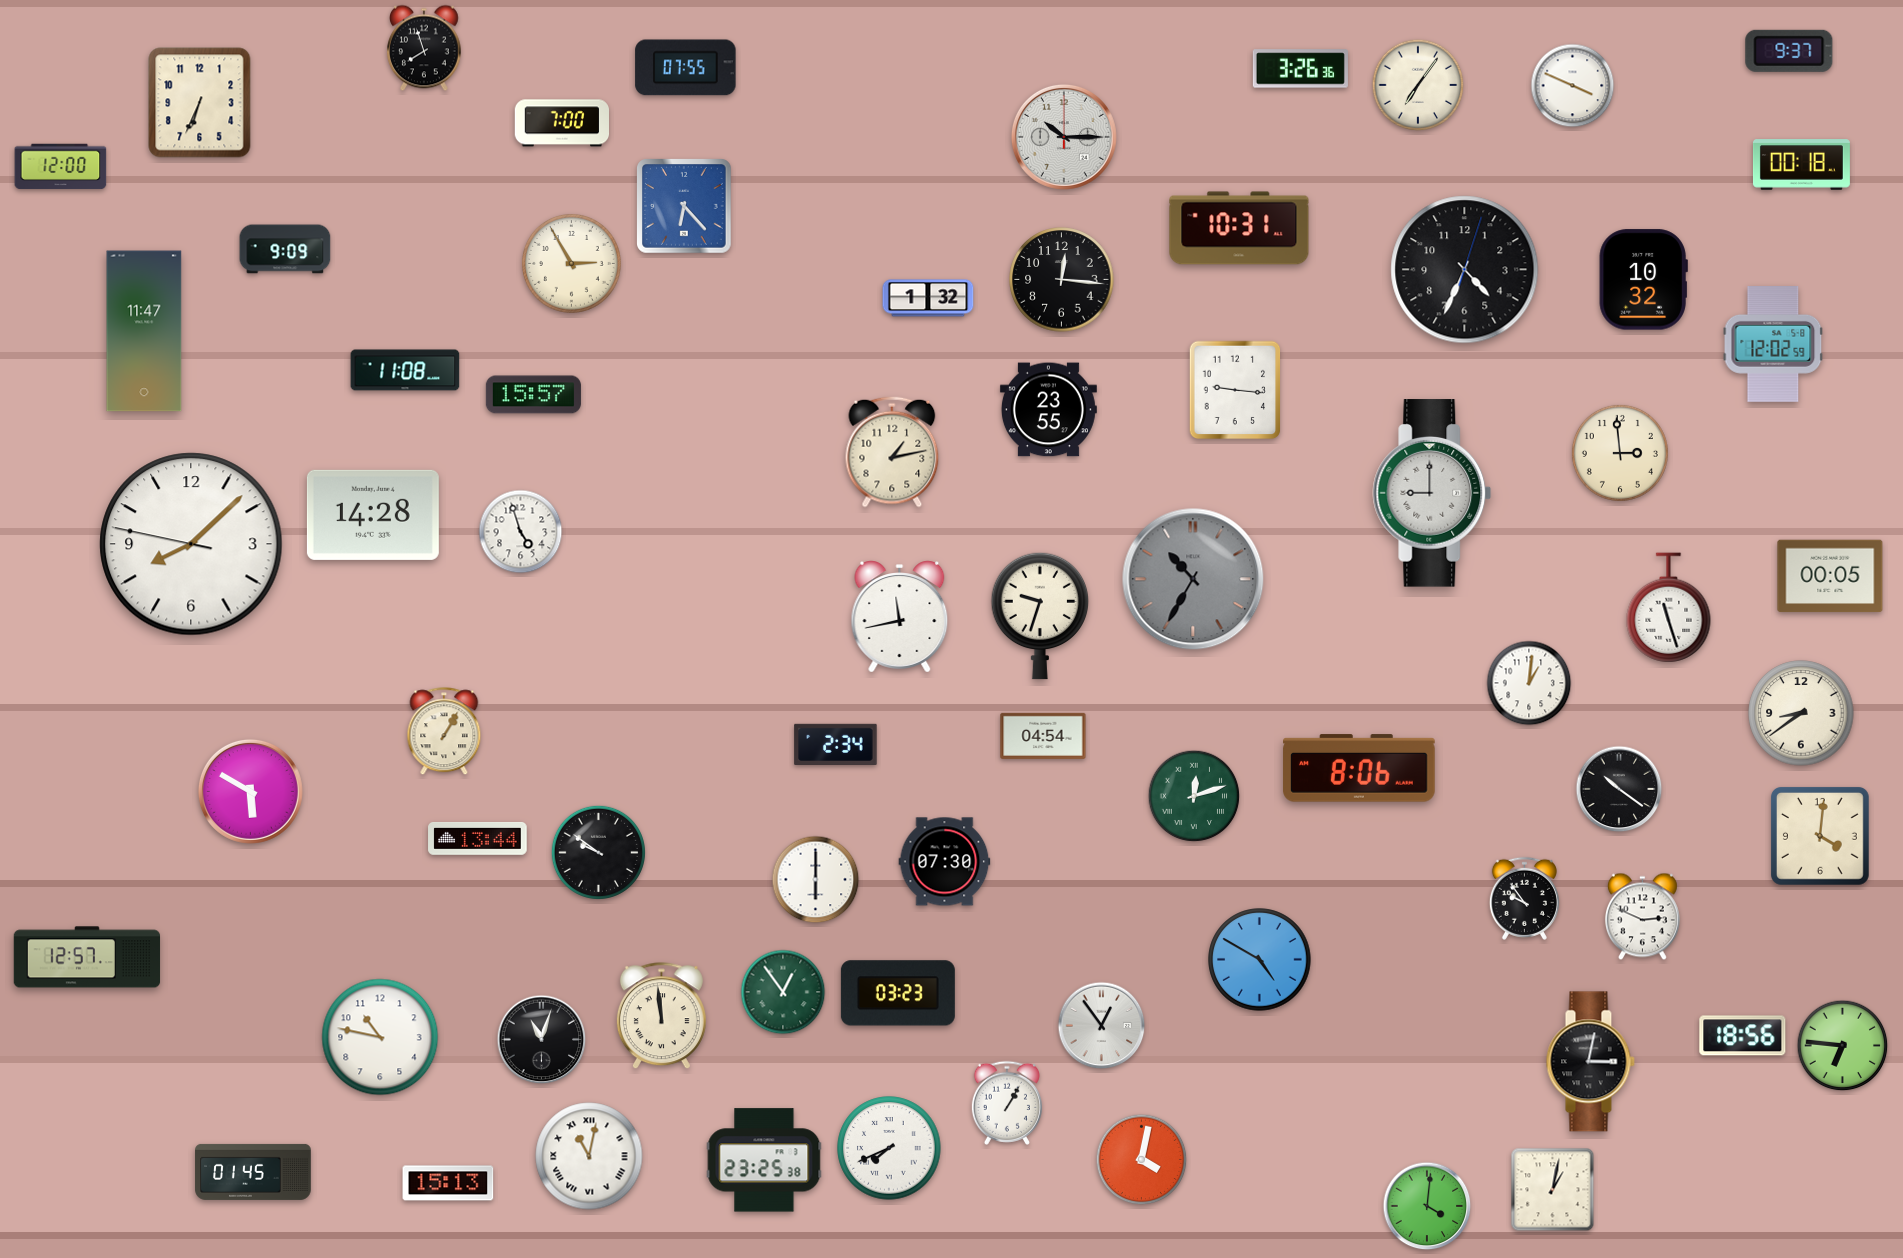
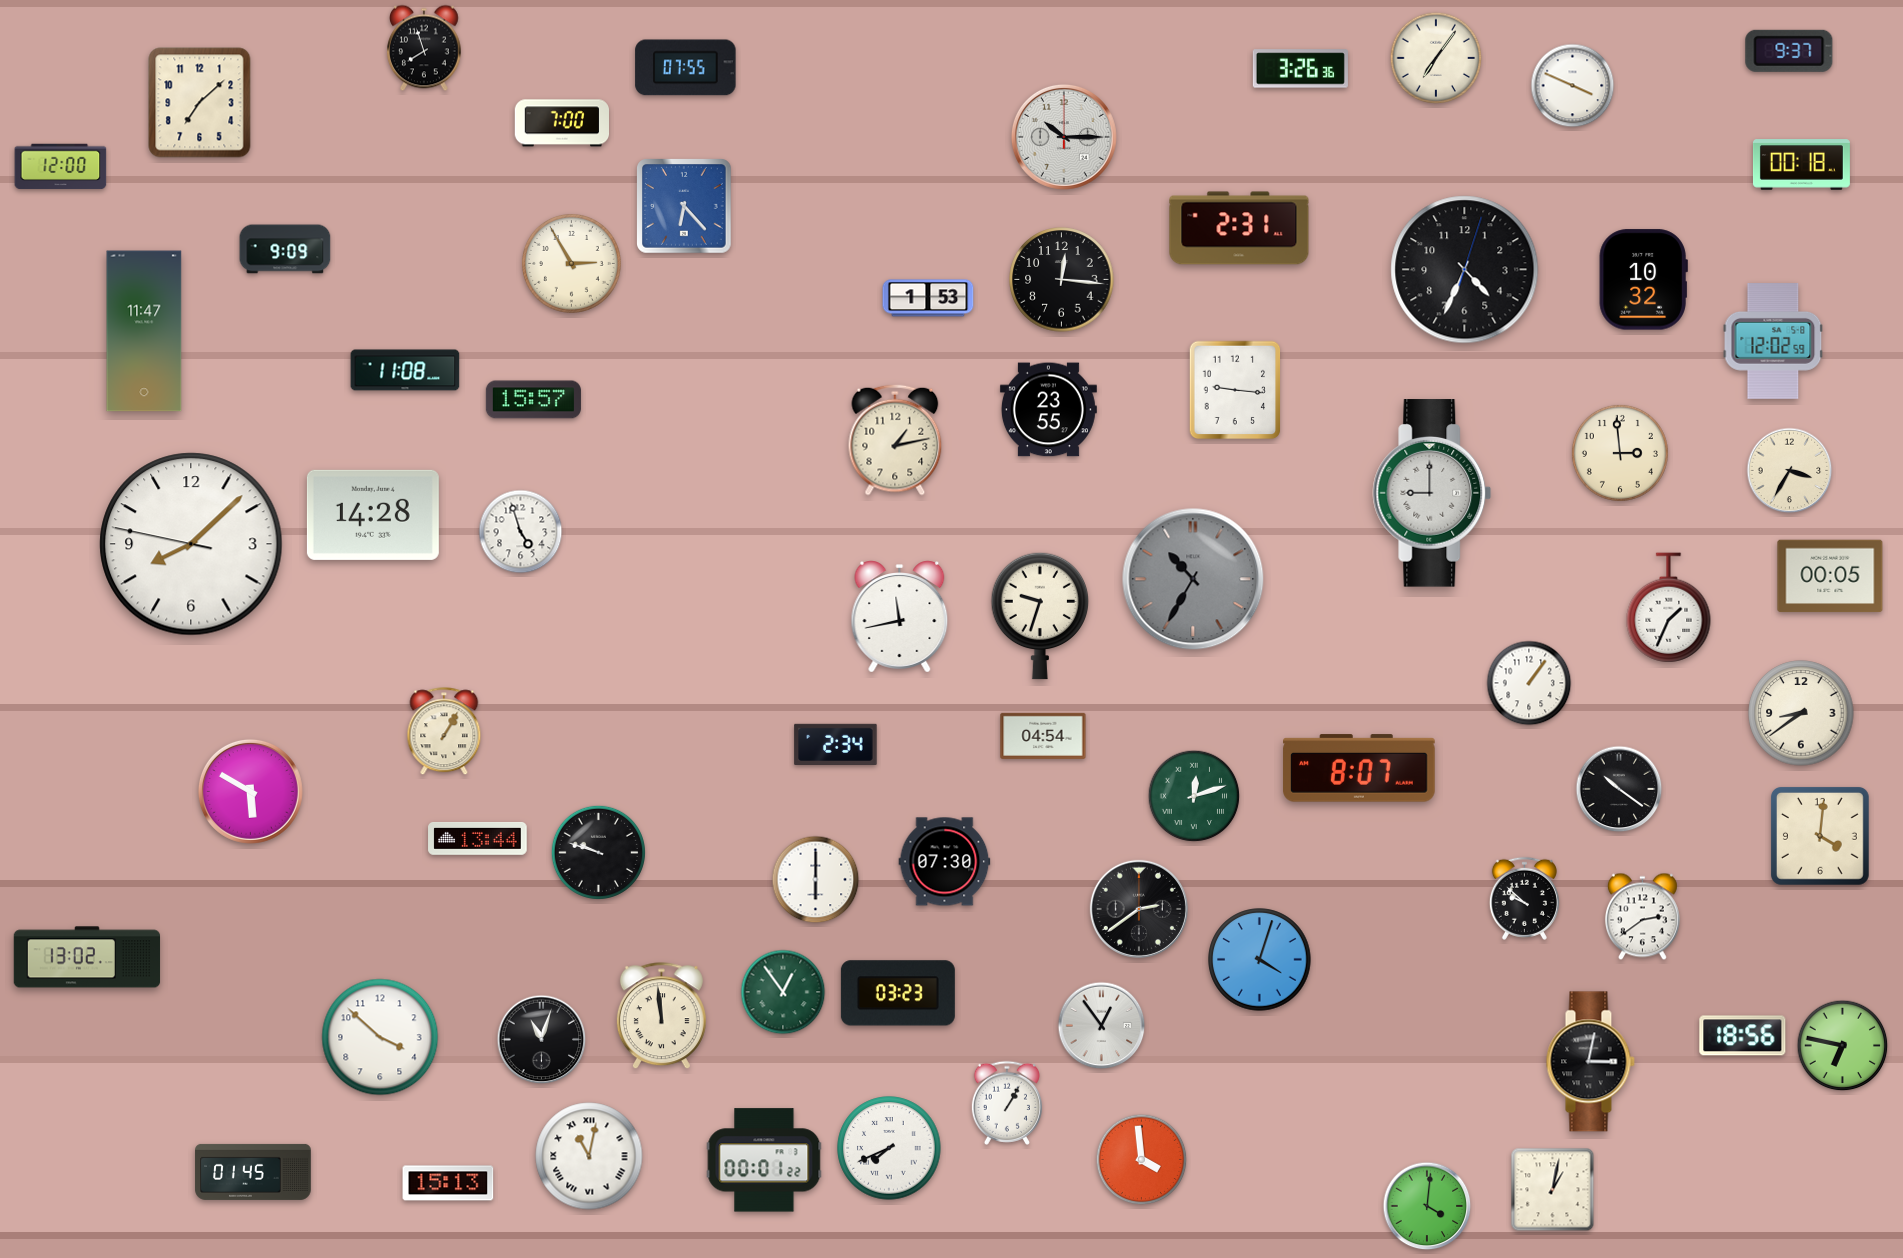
clock at (1418, 85) position: (1418, 85) -> (1436, 58)
clock at (200, 103): 6:34 -> 7:08
clock at (1239, 228): 10:31 -> 2:31
clock at (928, 298): 1:32 -> 1:53
clock at (1773, 345) position: (1773, 345) -> (1773, 342)
clock at (533, 395) position: (533, 395) -> (533, 400)
clock at (892, 452) position: (892, 452) -> (895, 440)
clock at (1790, 471): none -> 3:35
clock at (1669, 608): 11:27 -> 1:34
clock at (1529, 683): 1:01 -> 1:06
clock at (1359, 768): 8:06 -> 8:07
clock at (598, 852): 9:51 -> 9:48
clock at (1524, 898): 9:54 -> 9:52
clock at (1139, 909): none -> 2:39
clock at (1642, 917): 2:49 -> 2:39
clock at (87, 957): 12:57 -> 13:02
clock at (1260, 960): 4:50 -> 4:03
clock at (380, 1037): 10:47 -> 3:52
clock at (1843, 1046): 6:46 -> 6:47
clock at (764, 1160): 23:25 -> 00:01
clock at (1142, 1160): 4:02 -> 3:59
